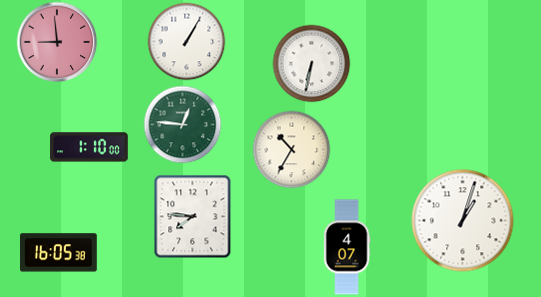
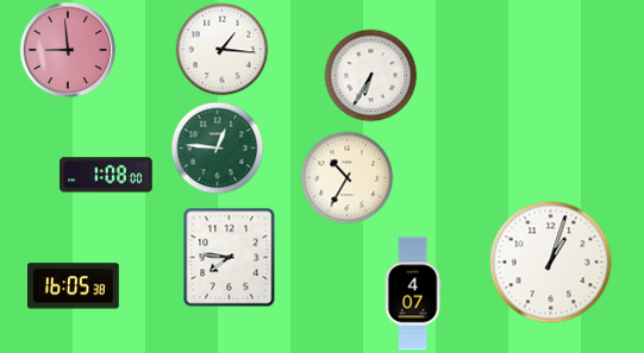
clock at (186, 41): 1:05 -> 1:16
clock at (311, 63): 6:32 -> 6:35
clock at (89, 147): 1:10 -> 1:08
clock at (59, 253) position: (59, 253) -> (74, 286)
